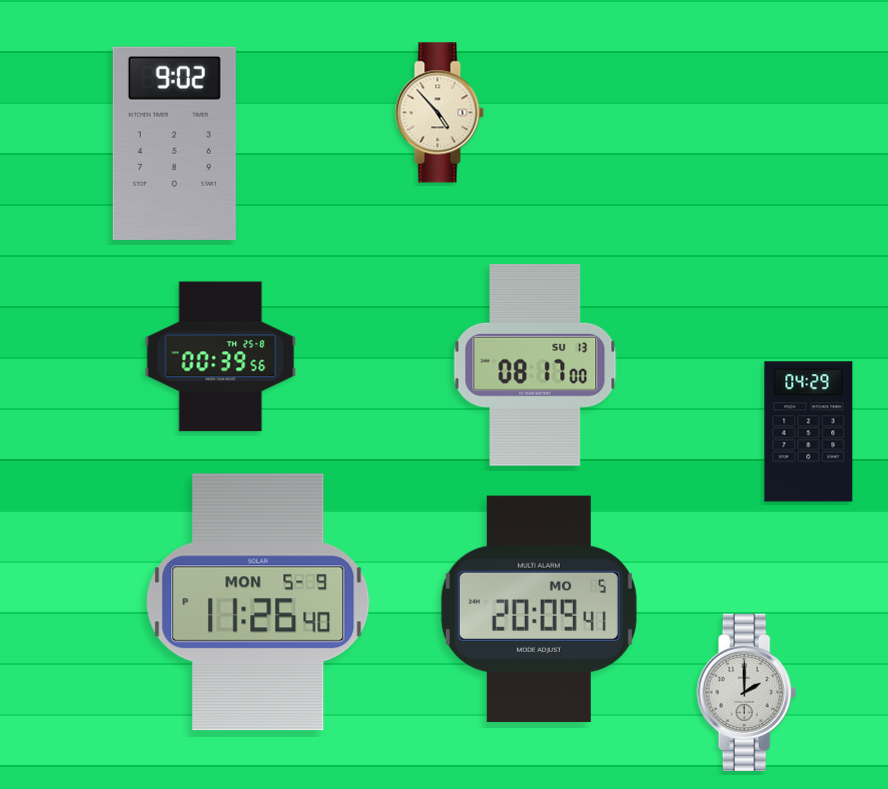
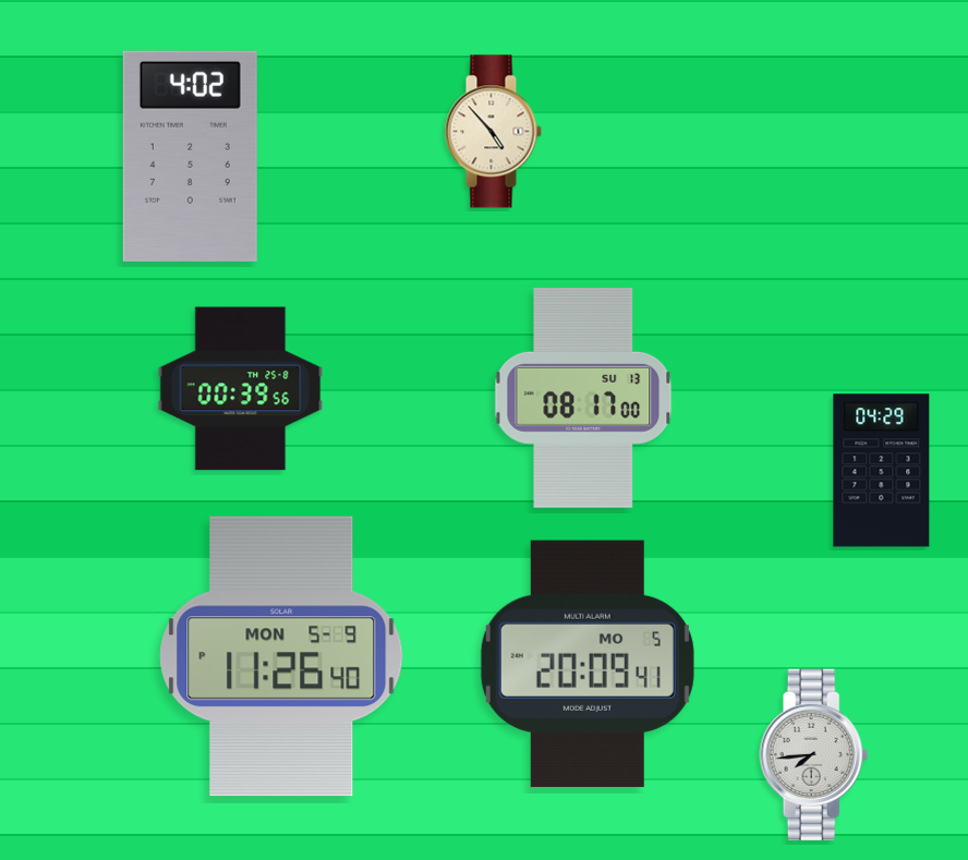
clock at (439, 113) position: (439, 113) -> (493, 132)
clock at (174, 143): 9:02 -> 4:02
clock at (747, 692): 2:00 -> 7:44
